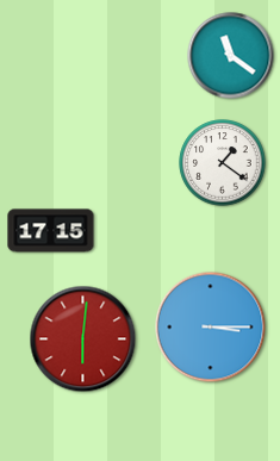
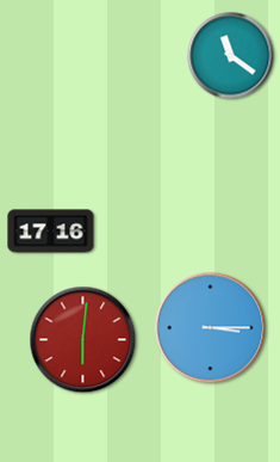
clock at (223, 163): 1:21 -> none
clock at (51, 231): 17:15 -> 17:16
